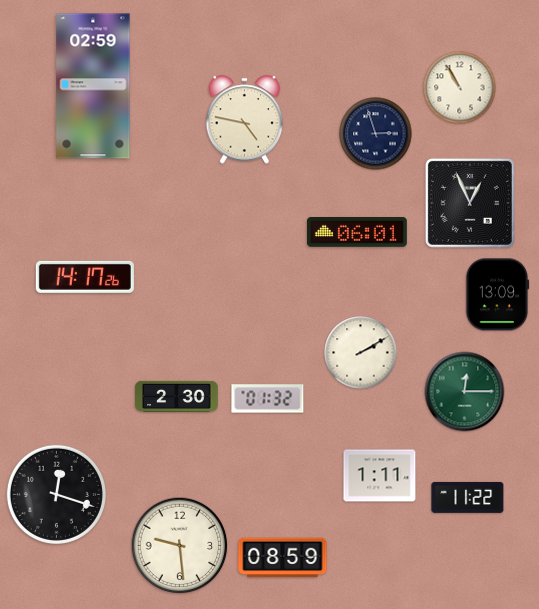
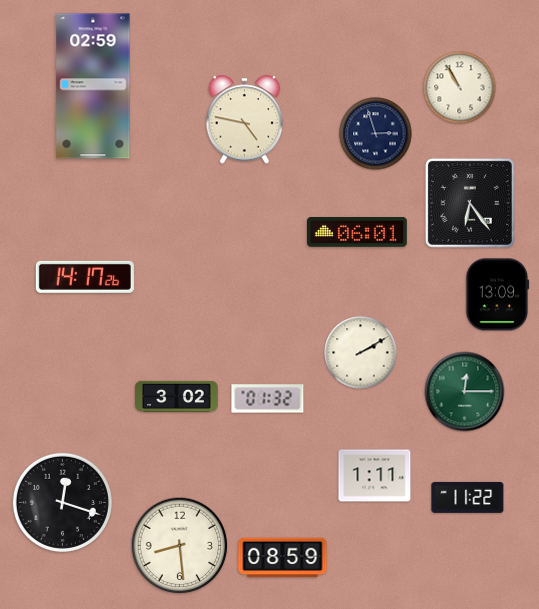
clock at (470, 203): 12:56 -> 6:24
clock at (177, 396): 2:30 -> 3:02
clock at (380, 476) position: (380, 476) -> (375, 476)
clock at (56, 494) position: (56, 494) -> (62, 502)
clock at (180, 546): 9:29 -> 8:29
